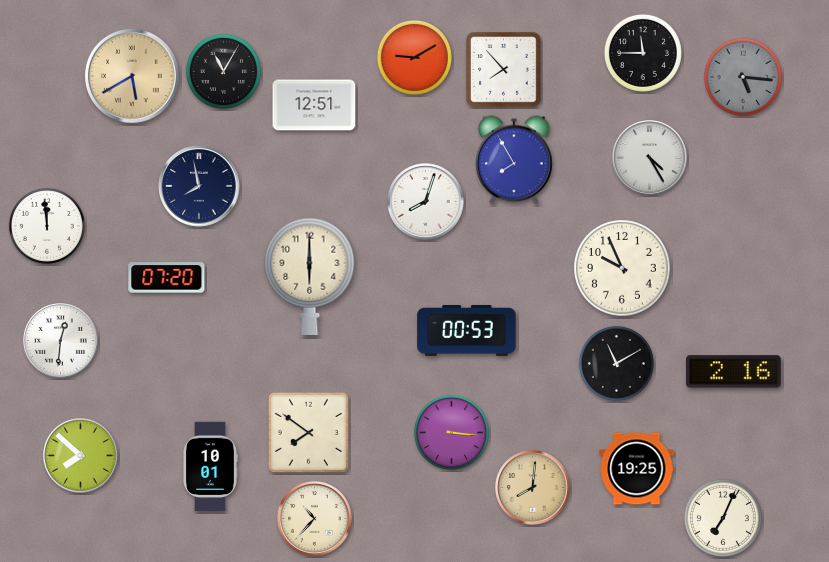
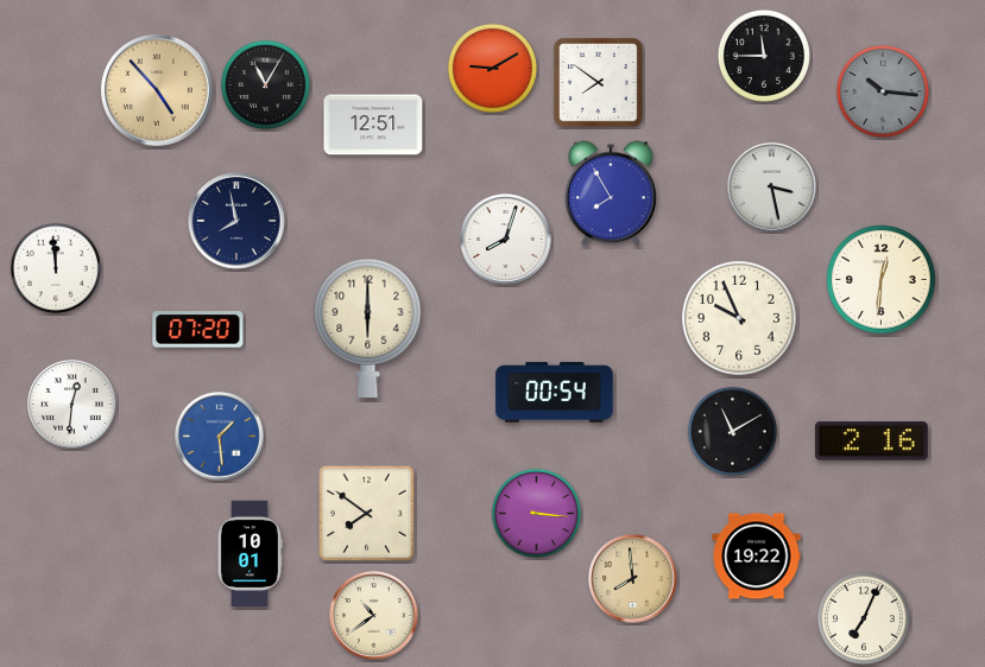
clock at (643, 53) position: (643, 53) -> (764, 56)
clock at (504, 70): 7:53 -> 7:51
clock at (132, 76): 5:40 -> 4:53
clock at (743, 77): 5:16 -> 10:16
clock at (650, 158): 4:25 -> 3:28
clock at (515, 160) position: (515, 160) -> (612, 193)
clock at (882, 280): none -> 12:31
clock at (467, 330): 00:53 -> 00:54
clock at (220, 437): none -> 1:29
clock at (81, 456): 7:52 -> none
clock at (637, 469): 19:25 -> 19:22
clock at (533, 488): 8:01 -> 7:59
clock at (723, 518) position: (723, 518) -> (864, 618)
clock at (315, 519): 10:37 -> 10:39
